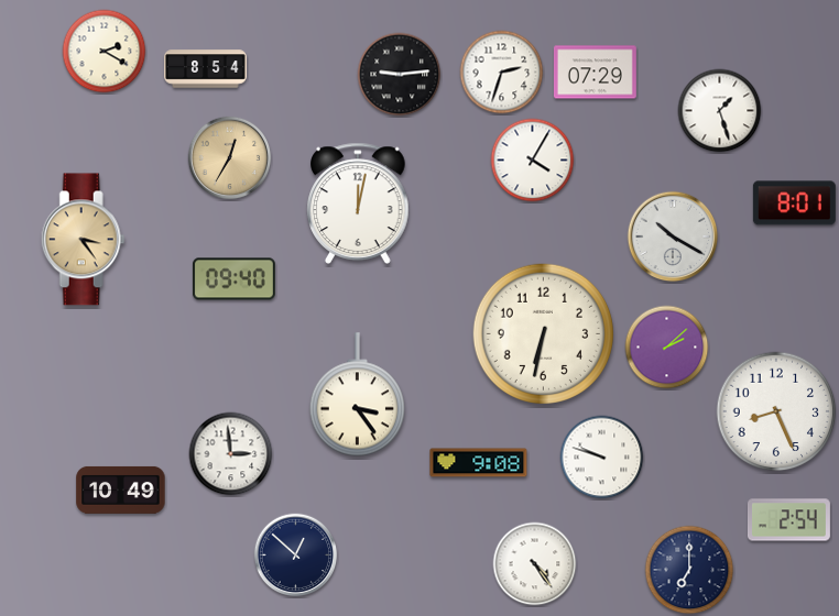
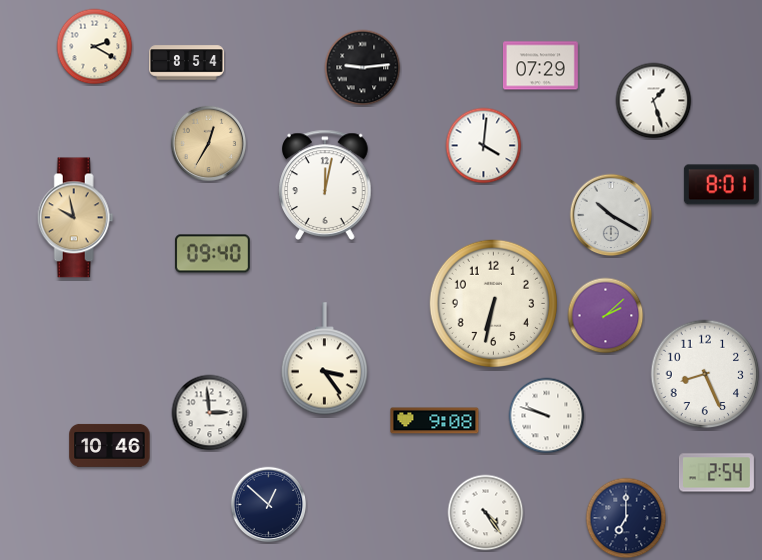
clock at (502, 73): 2:33 -> none
clock at (533, 161): 4:05 -> 4:01
clock at (83, 240): 3:24 -> 9:58
clock at (121, 490): 10:49 -> 10:46
